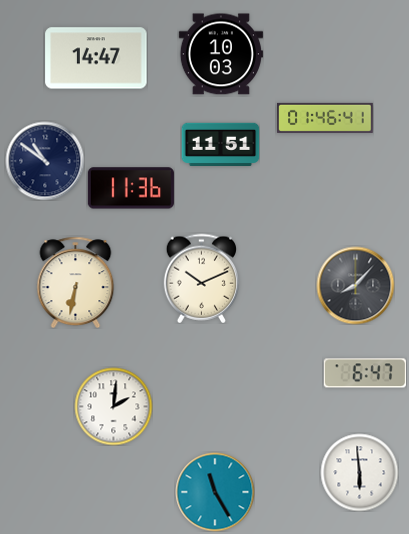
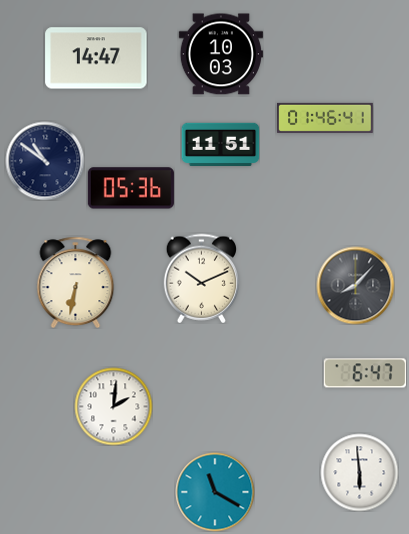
clock at (131, 188): 11:36 -> 05:36
clock at (215, 492): 11:25 -> 11:20
